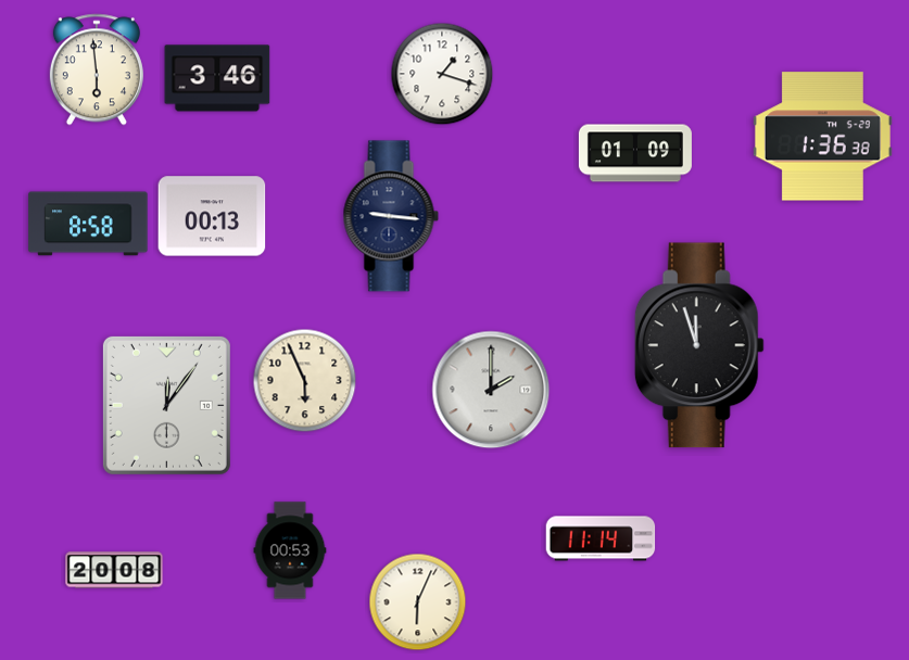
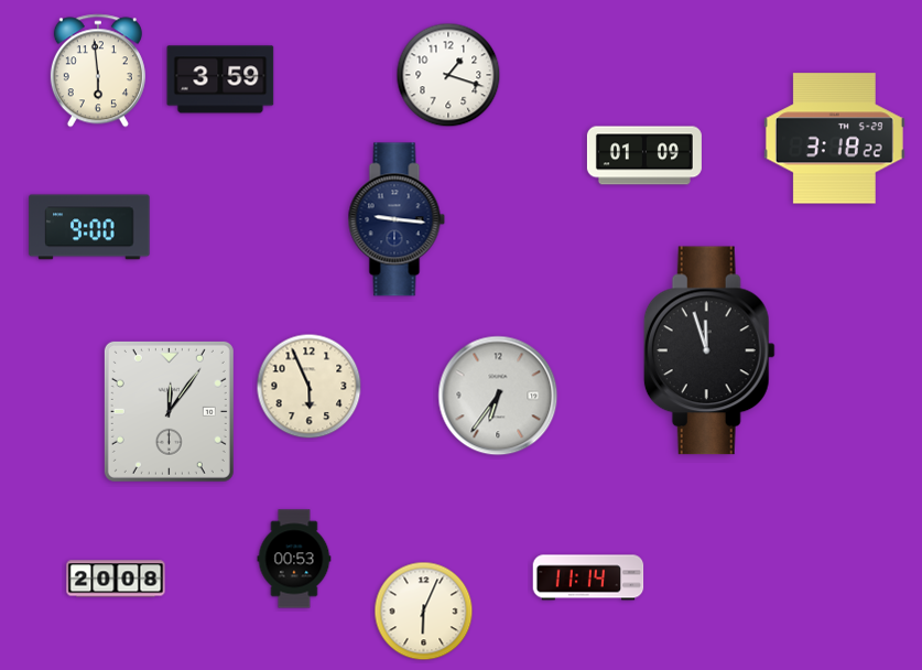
clock at (217, 78): 3:46 -> 3:59
clock at (822, 137): 1:36 -> 3:18
clock at (212, 216): 00:13 -> none
clock at (88, 224): 8:58 -> 9:00
clock at (491, 390): 2:00 -> 6:36
clock at (601, 538) position: (601, 538) -> (588, 577)
